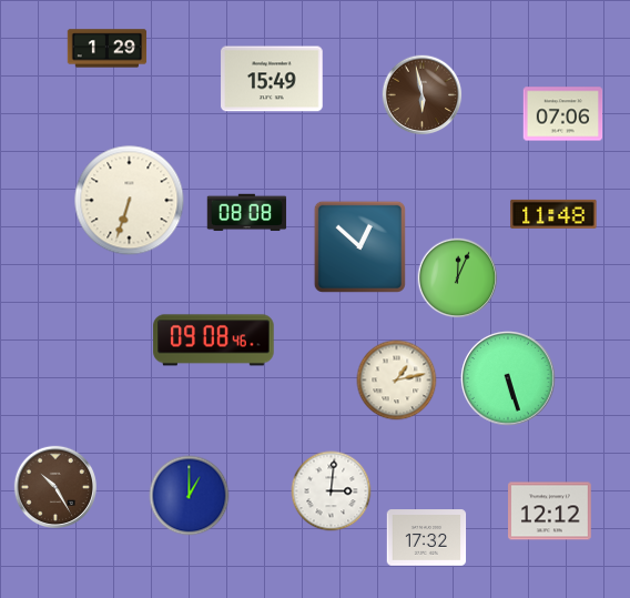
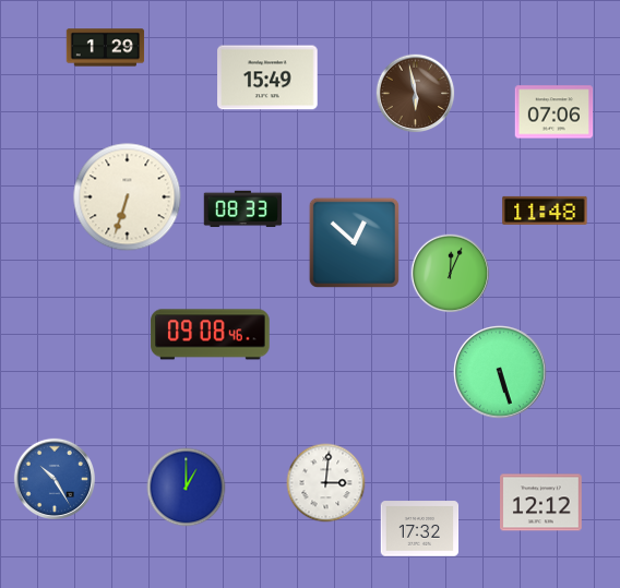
clock at (247, 213): 08:08 -> 08:33
clock at (397, 381): 1:13 -> none
clock at (54, 486) dial: brown -> blue
